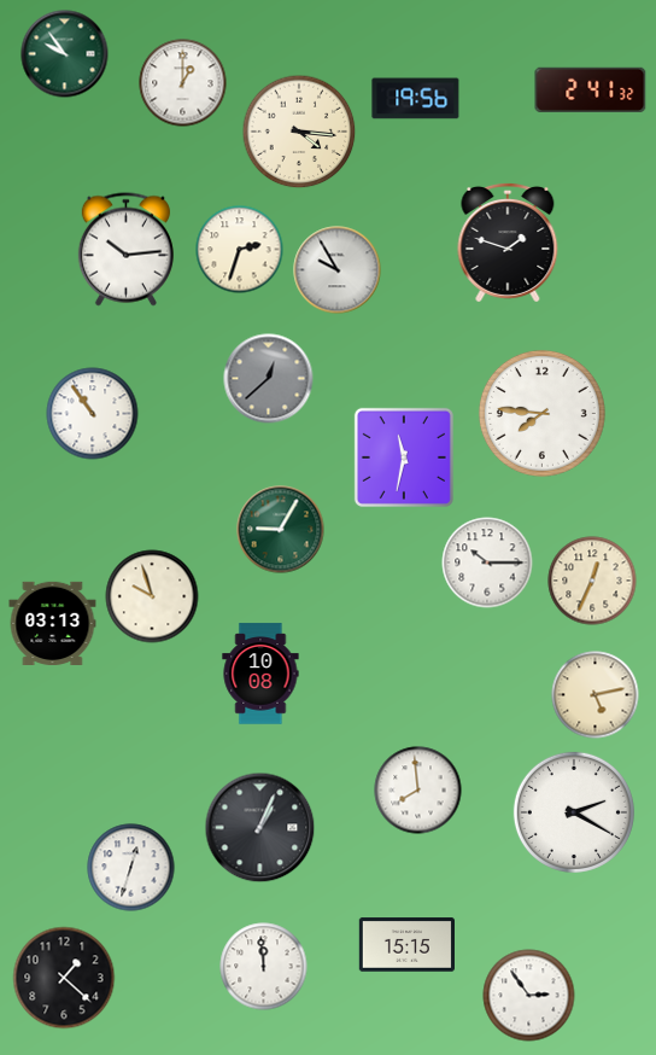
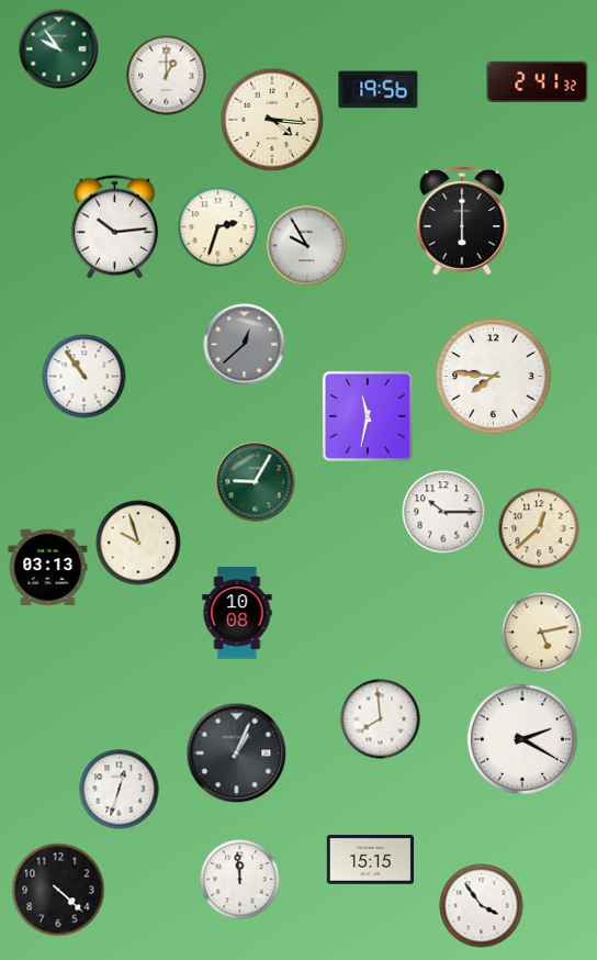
clock at (508, 243): 1:48 -> 6:00
clock at (592, 581): 12:34 -> 12:38
clock at (64, 978): 1:22 -> 4:22
clock at (529, 996): 2:54 -> 3:54
